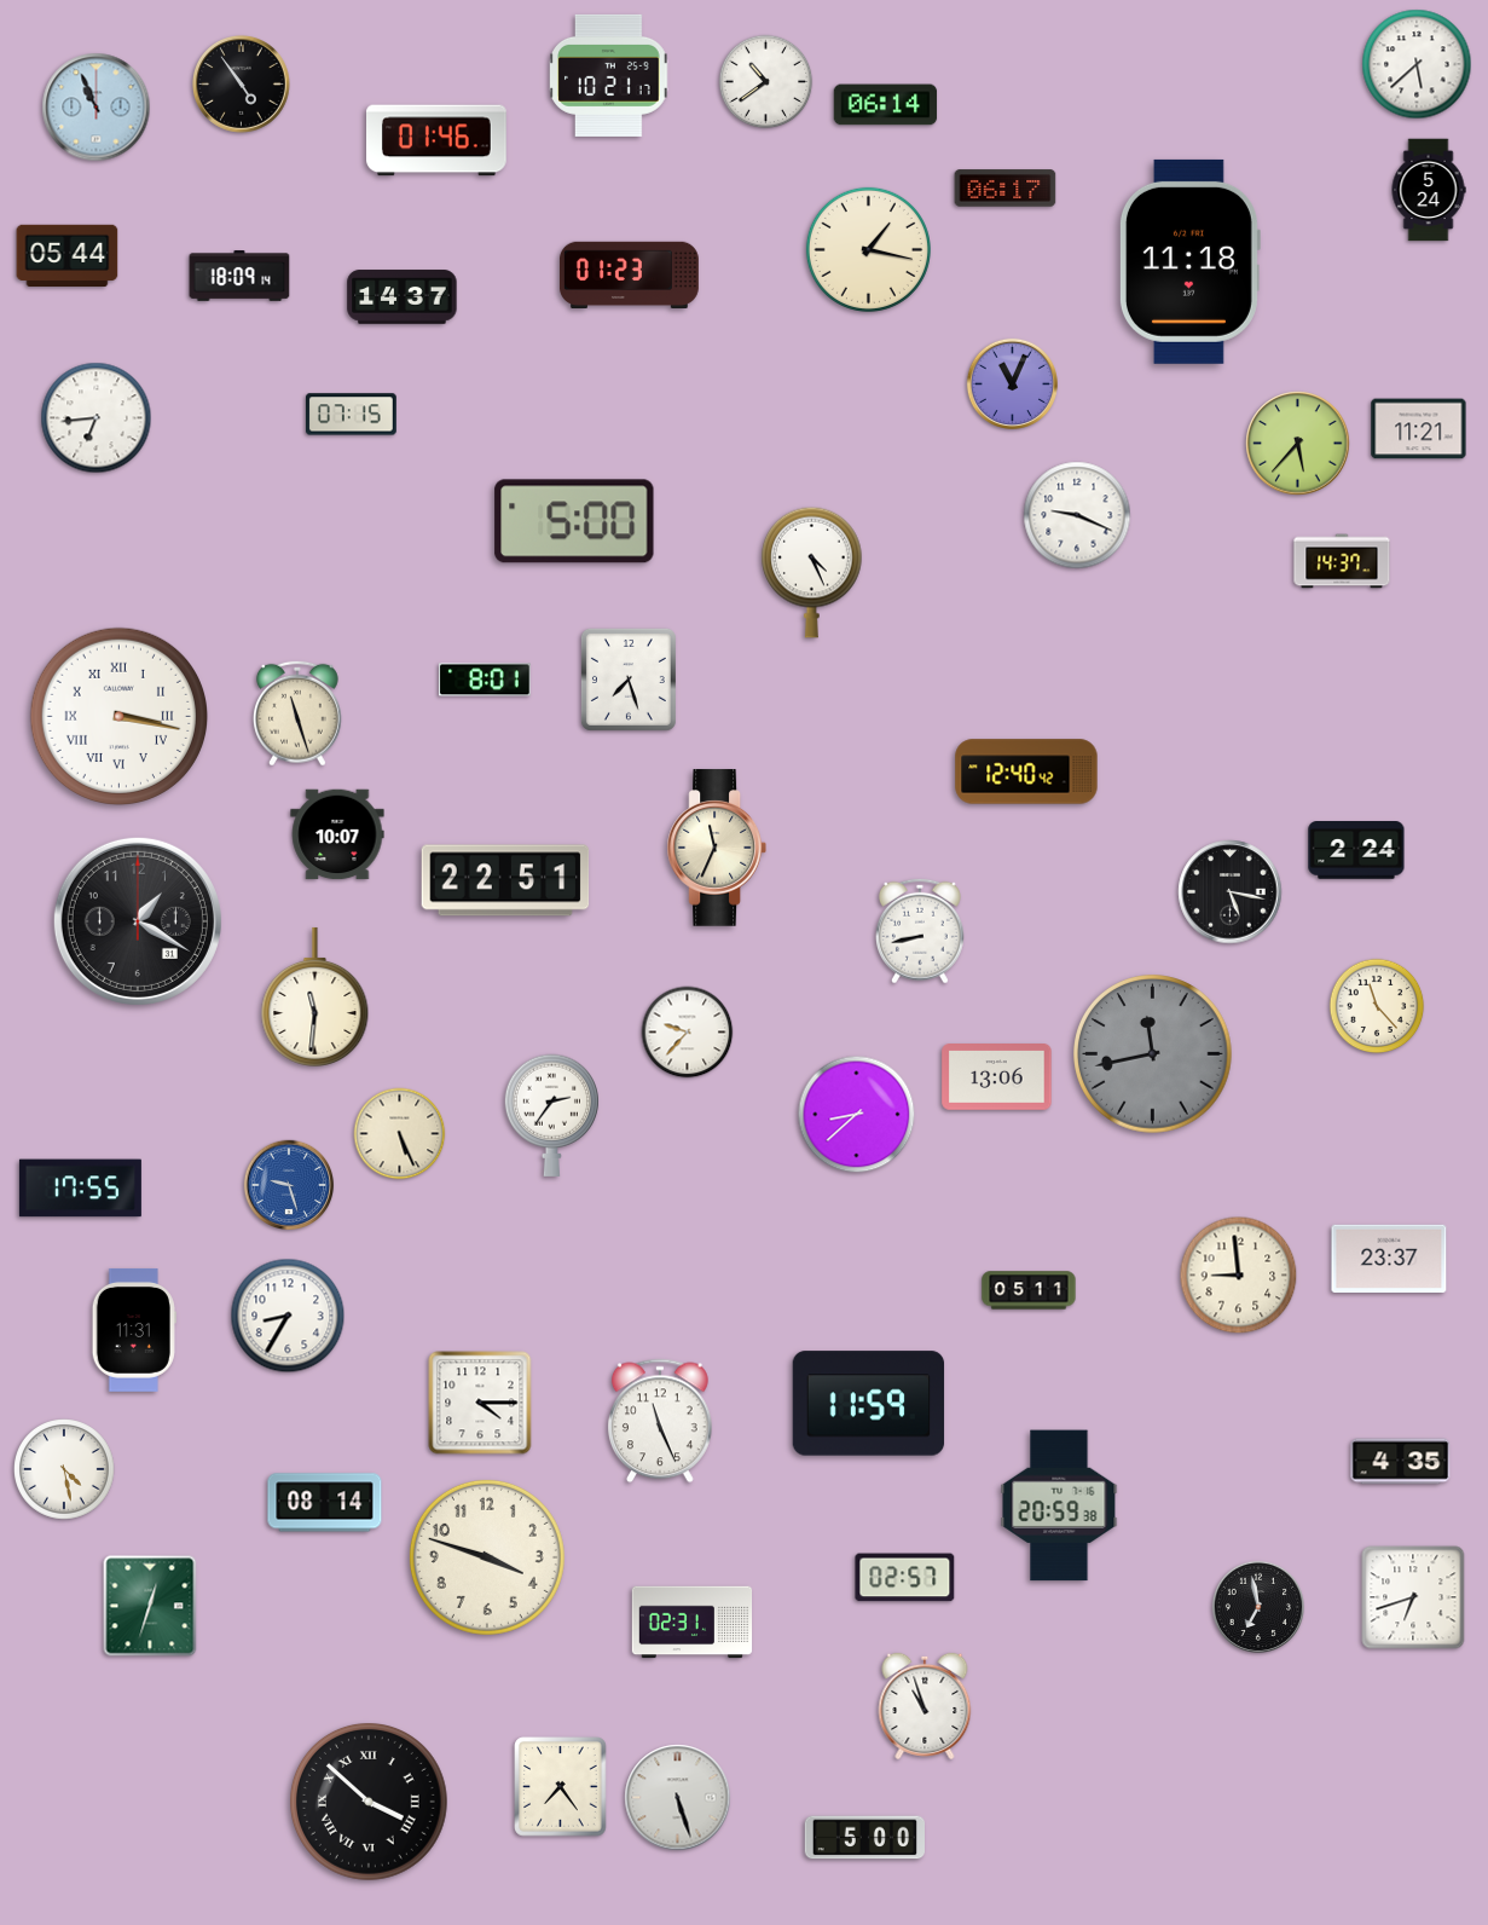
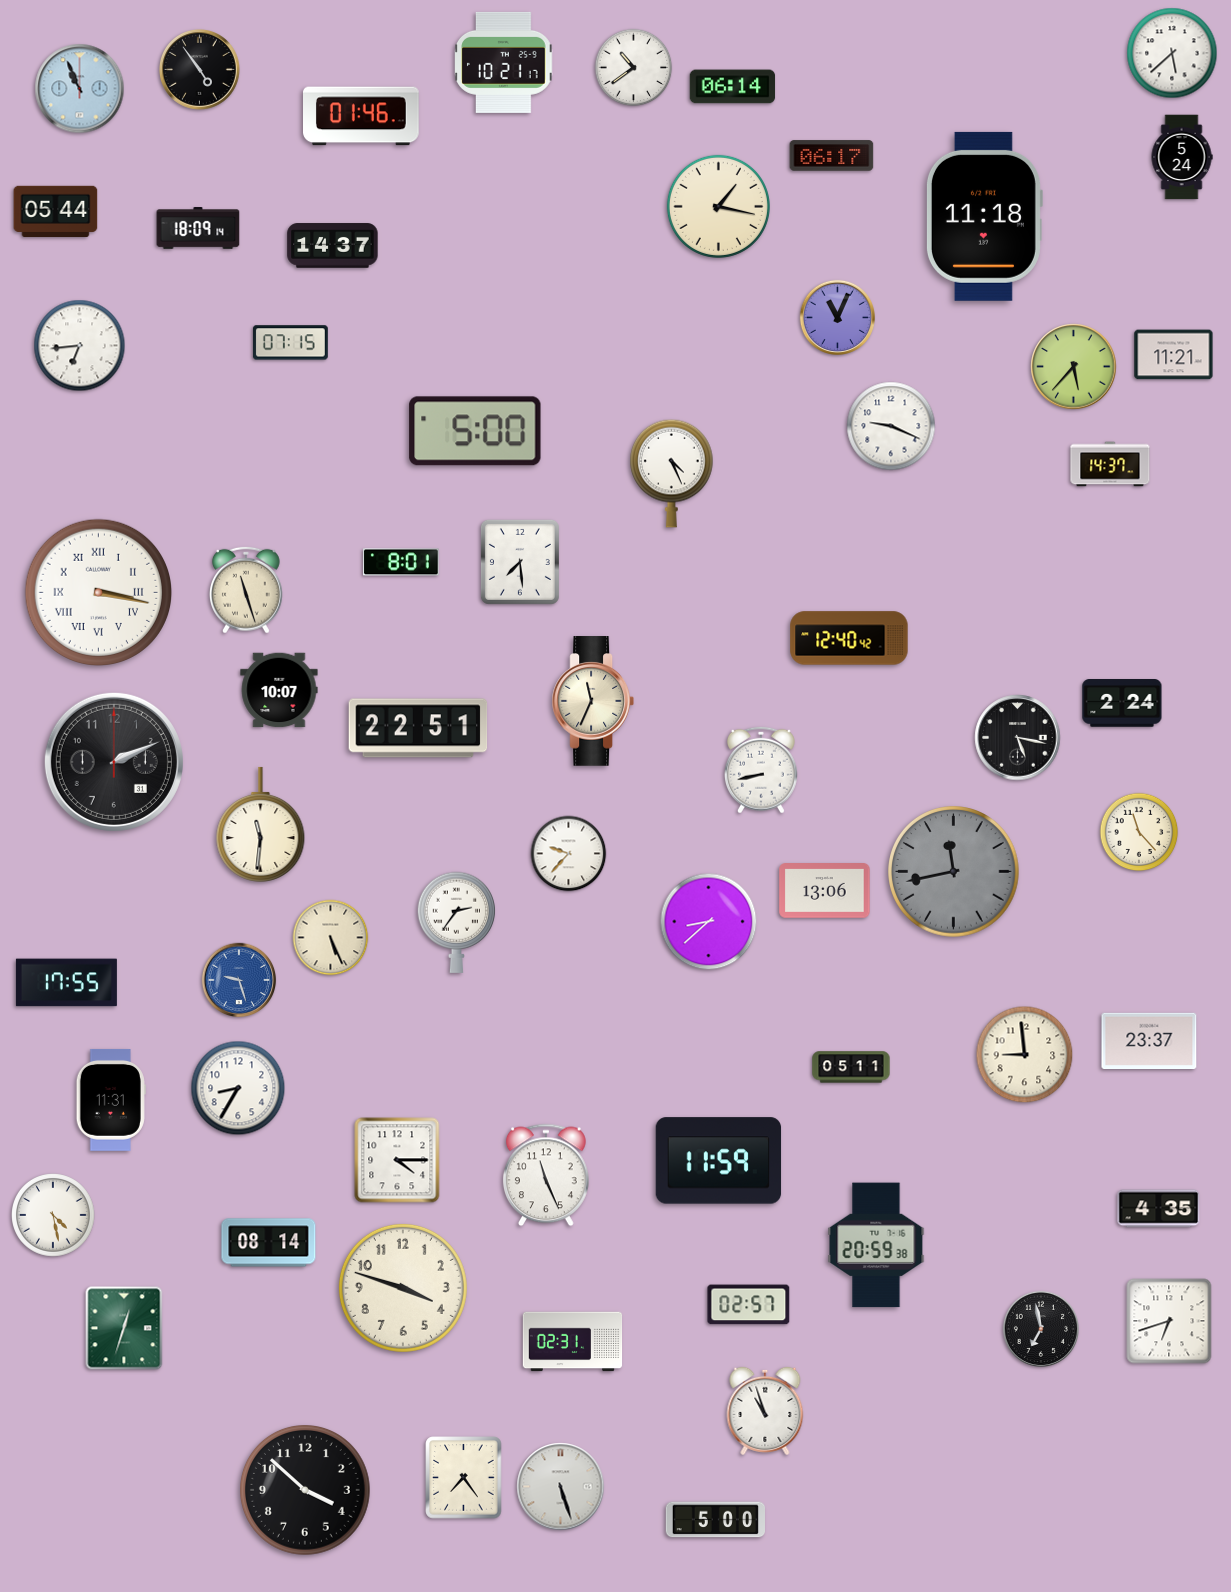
clock at (629, 274): 01:23 -> none
clock at (629, 680): 7:27 -> 7:29
clock at (138, 921): 1:20 -> 2:11
clock at (370, 1803) numerals: Roman -> Arabic
